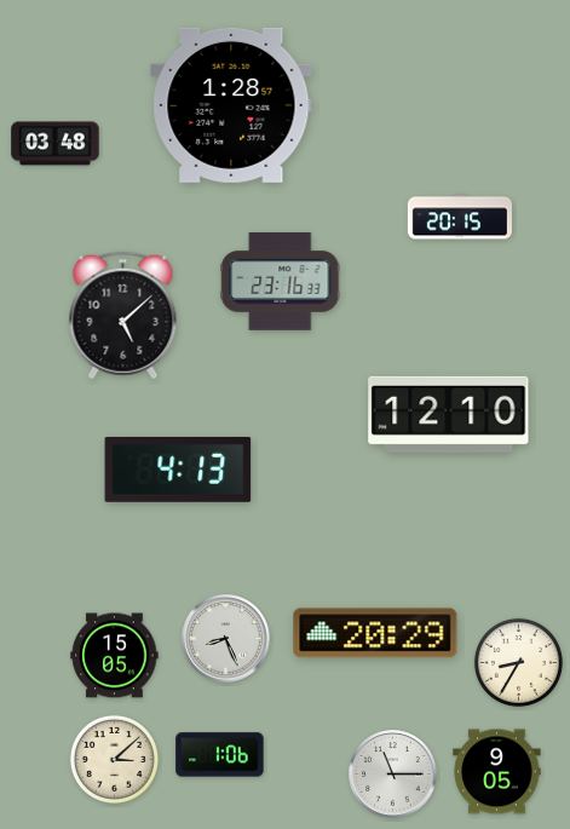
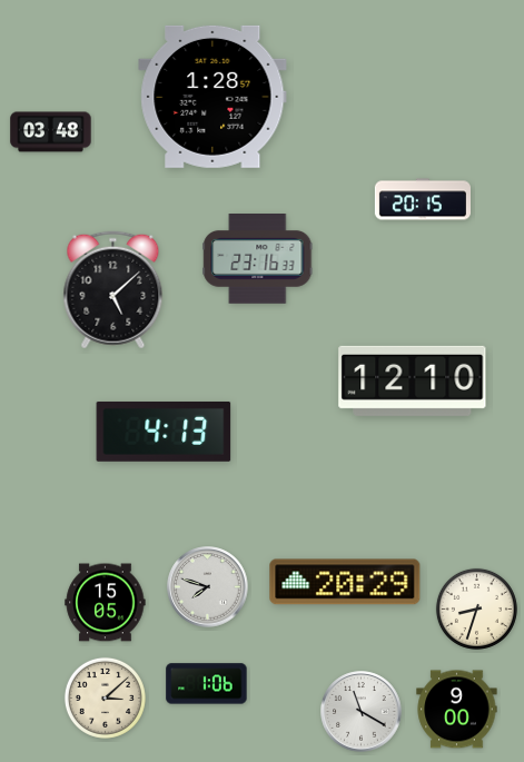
clock at (226, 639): 8:26 -> 7:48
clock at (518, 662): 8:35 -> 8:33
clock at (220, 755) position: (220, 755) -> (207, 684)
clock at (497, 772): 9:05 -> 9:00
clock at (393, 775): 11:15 -> 11:20
